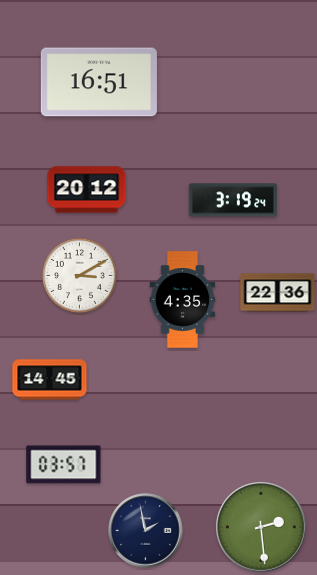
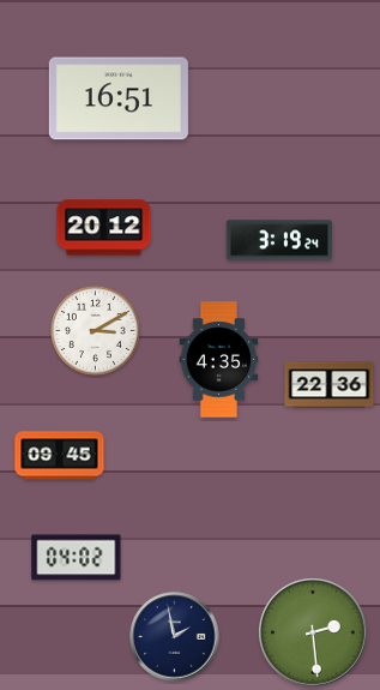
clock at (278, 293) position: (278, 293) -> (330, 385)
clock at (50, 380): 14:45 -> 09:45
clock at (64, 465): 03:57 -> 04:02
